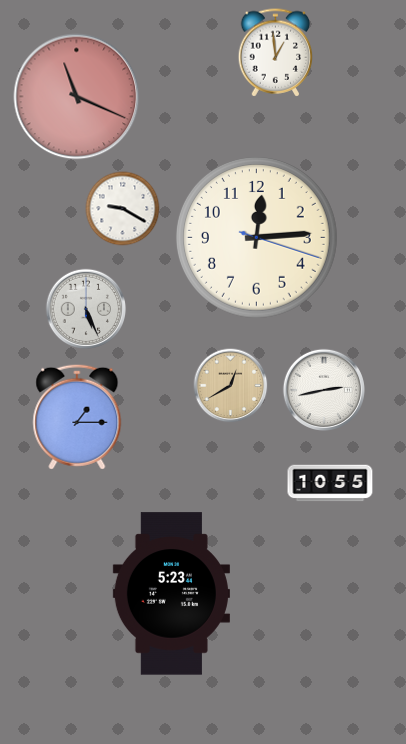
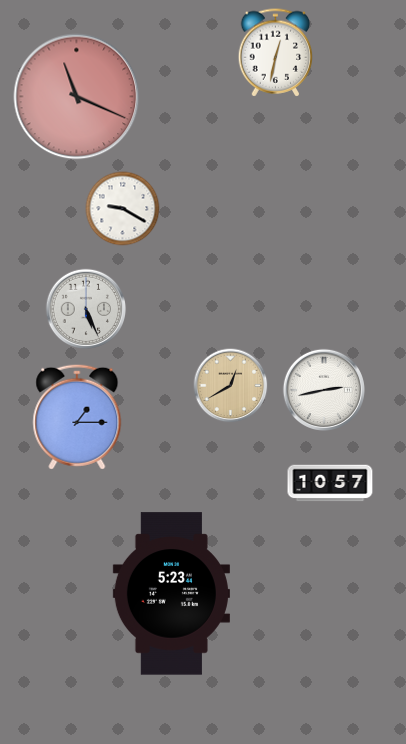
clock at (276, 53): 12:59 -> 12:32
clock at (256, 237): 12:14 -> none
clock at (330, 483): 10:55 -> 10:57
